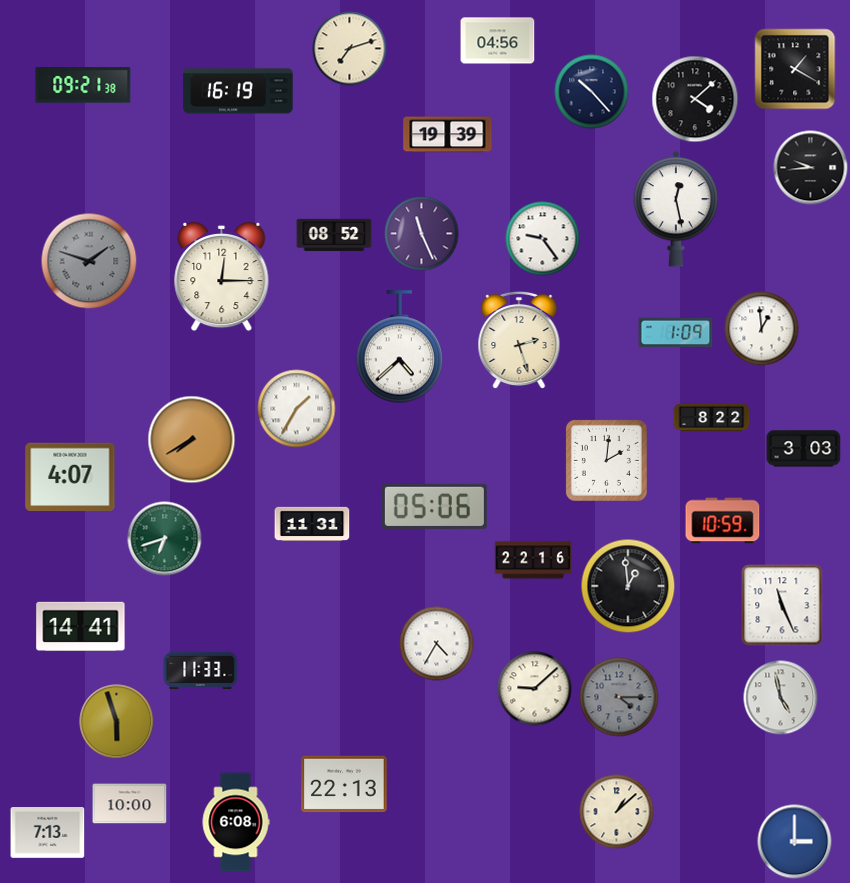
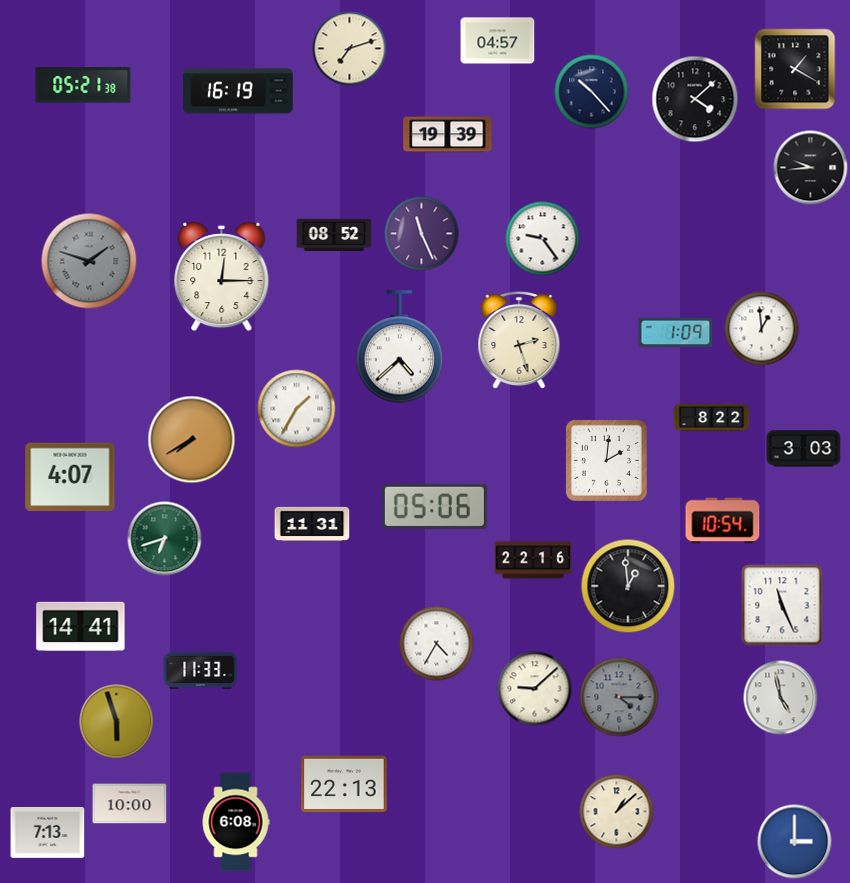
clock at (498, 41): 04:56 -> 04:57
clock at (83, 85): 09:21 -> 05:21
clock at (676, 209): 12:28 -> none
clock at (723, 521): 10:59 -> 10:54
